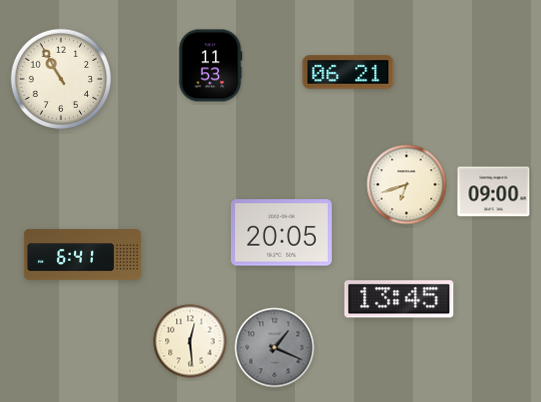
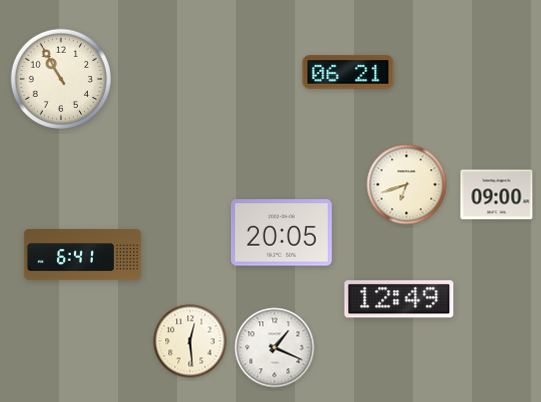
clock at (210, 66): 11:53 -> none
clock at (494, 192) position: (494, 192) -> (497, 195)
clock at (399, 299): 13:45 -> 12:49
clock at (275, 348) dial: grey -> white
